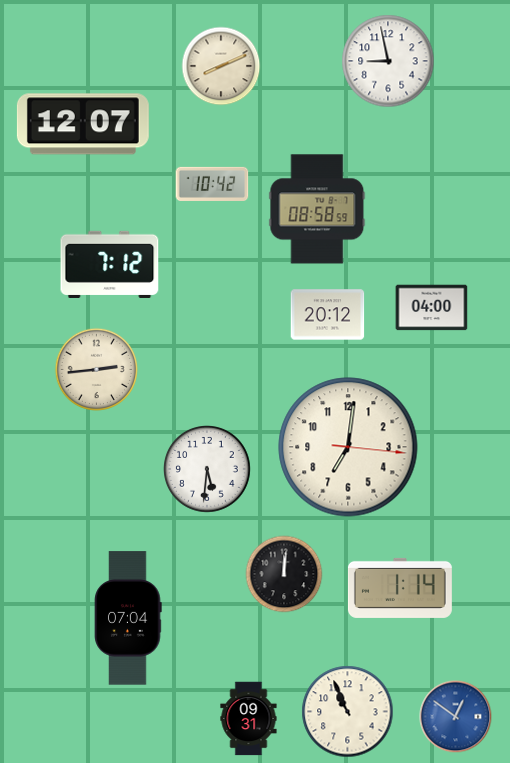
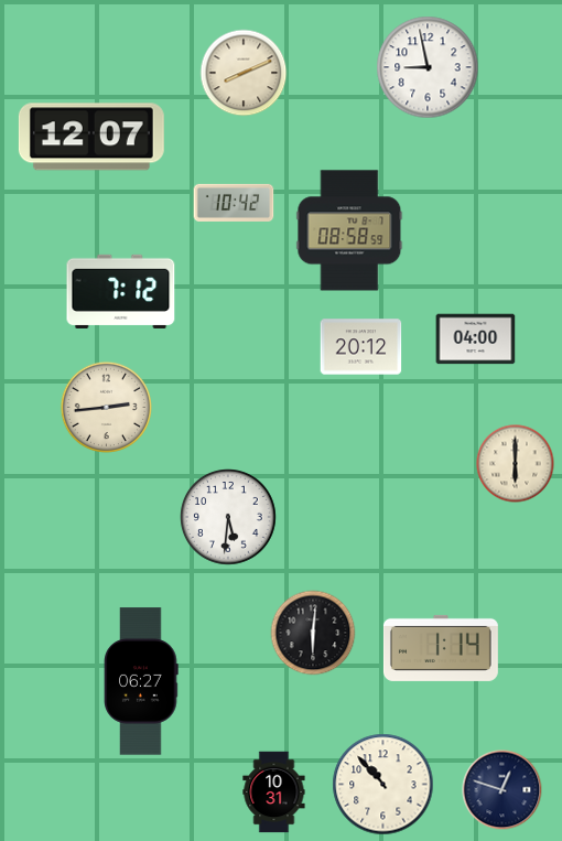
clock at (516, 464): none -> 6:00
clock at (348, 447): 7:01 -> none
clock at (284, 574): 12:01 -> 6:01
clock at (128, 618): 07:04 -> 06:27
clock at (348, 712): 10:56 -> 10:53
clock at (456, 717): 12:51 -> 12:48
clock at (456, 717) dial: blue -> navy
clock at (249, 719): 09:31 -> 10:31
